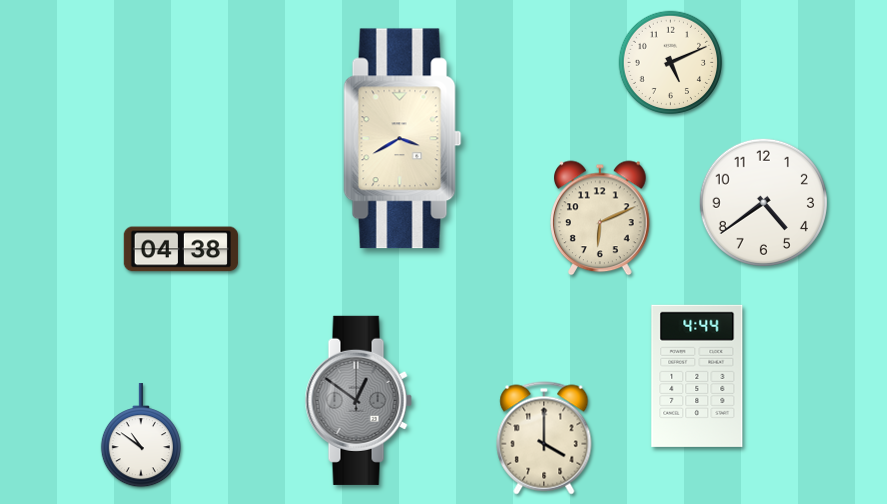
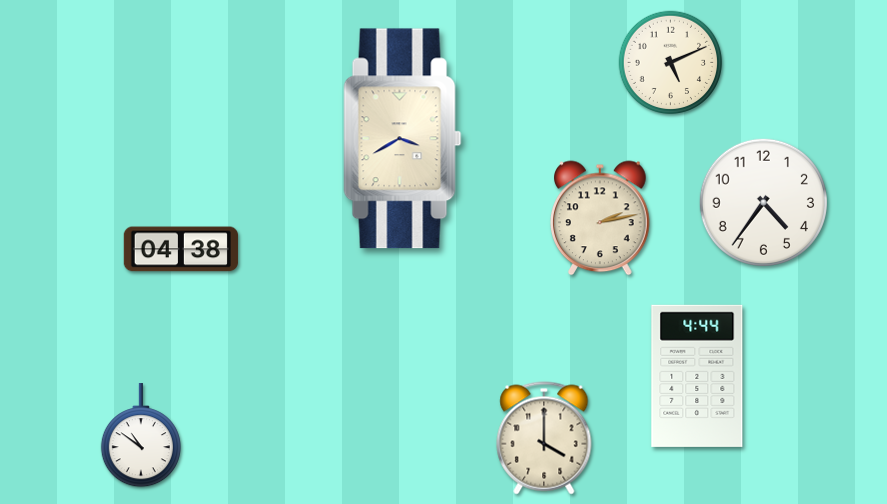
clock at (763, 202): 4:39 -> 4:36
clock at (601, 218): 6:11 -> 2:13
clock at (358, 400): 12:51 -> none
